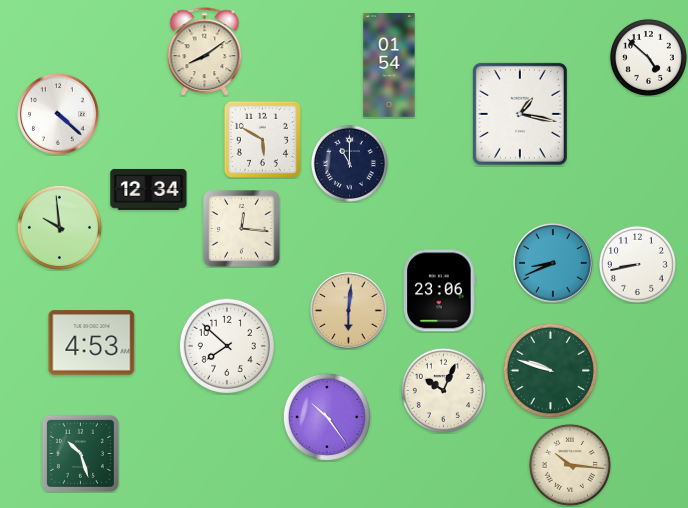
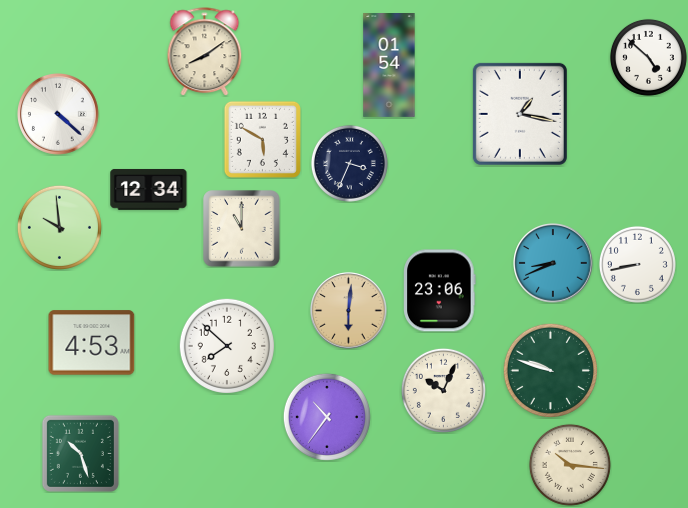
clock at (349, 163): 11:00 -> 3:34
clock at (242, 229): 12:16 -> 11:00
clock at (327, 417): 10:24 -> 10:36
